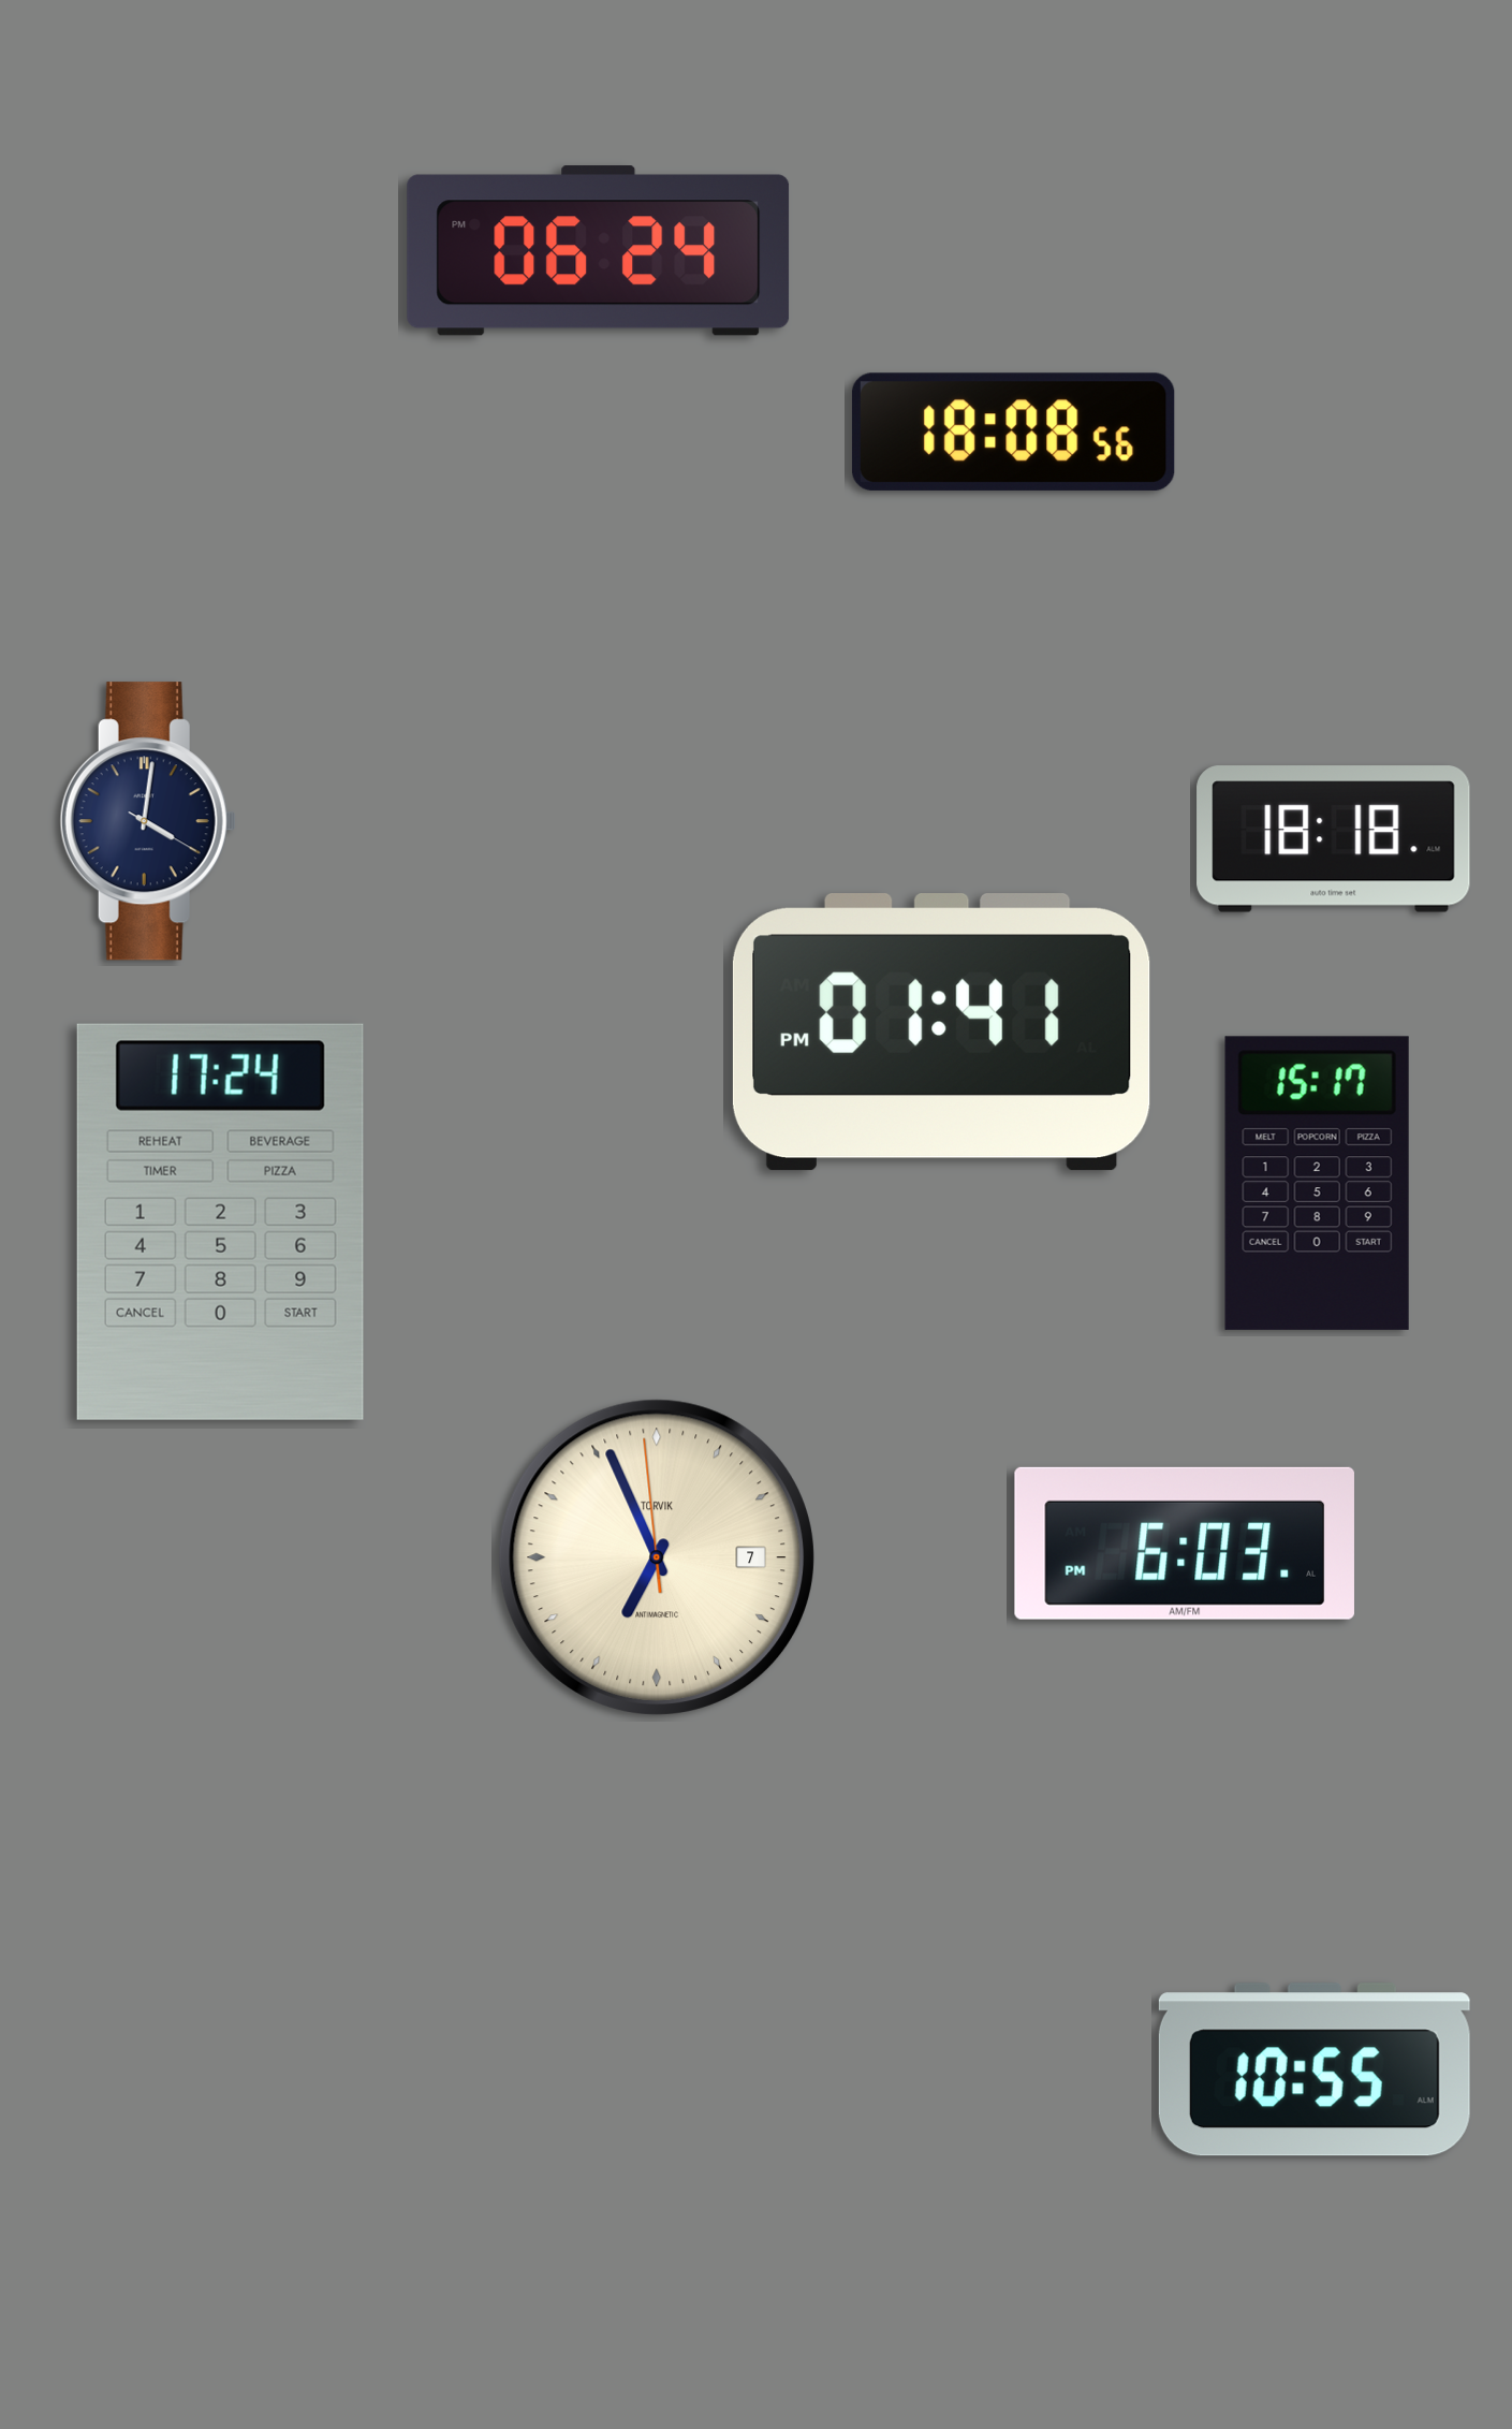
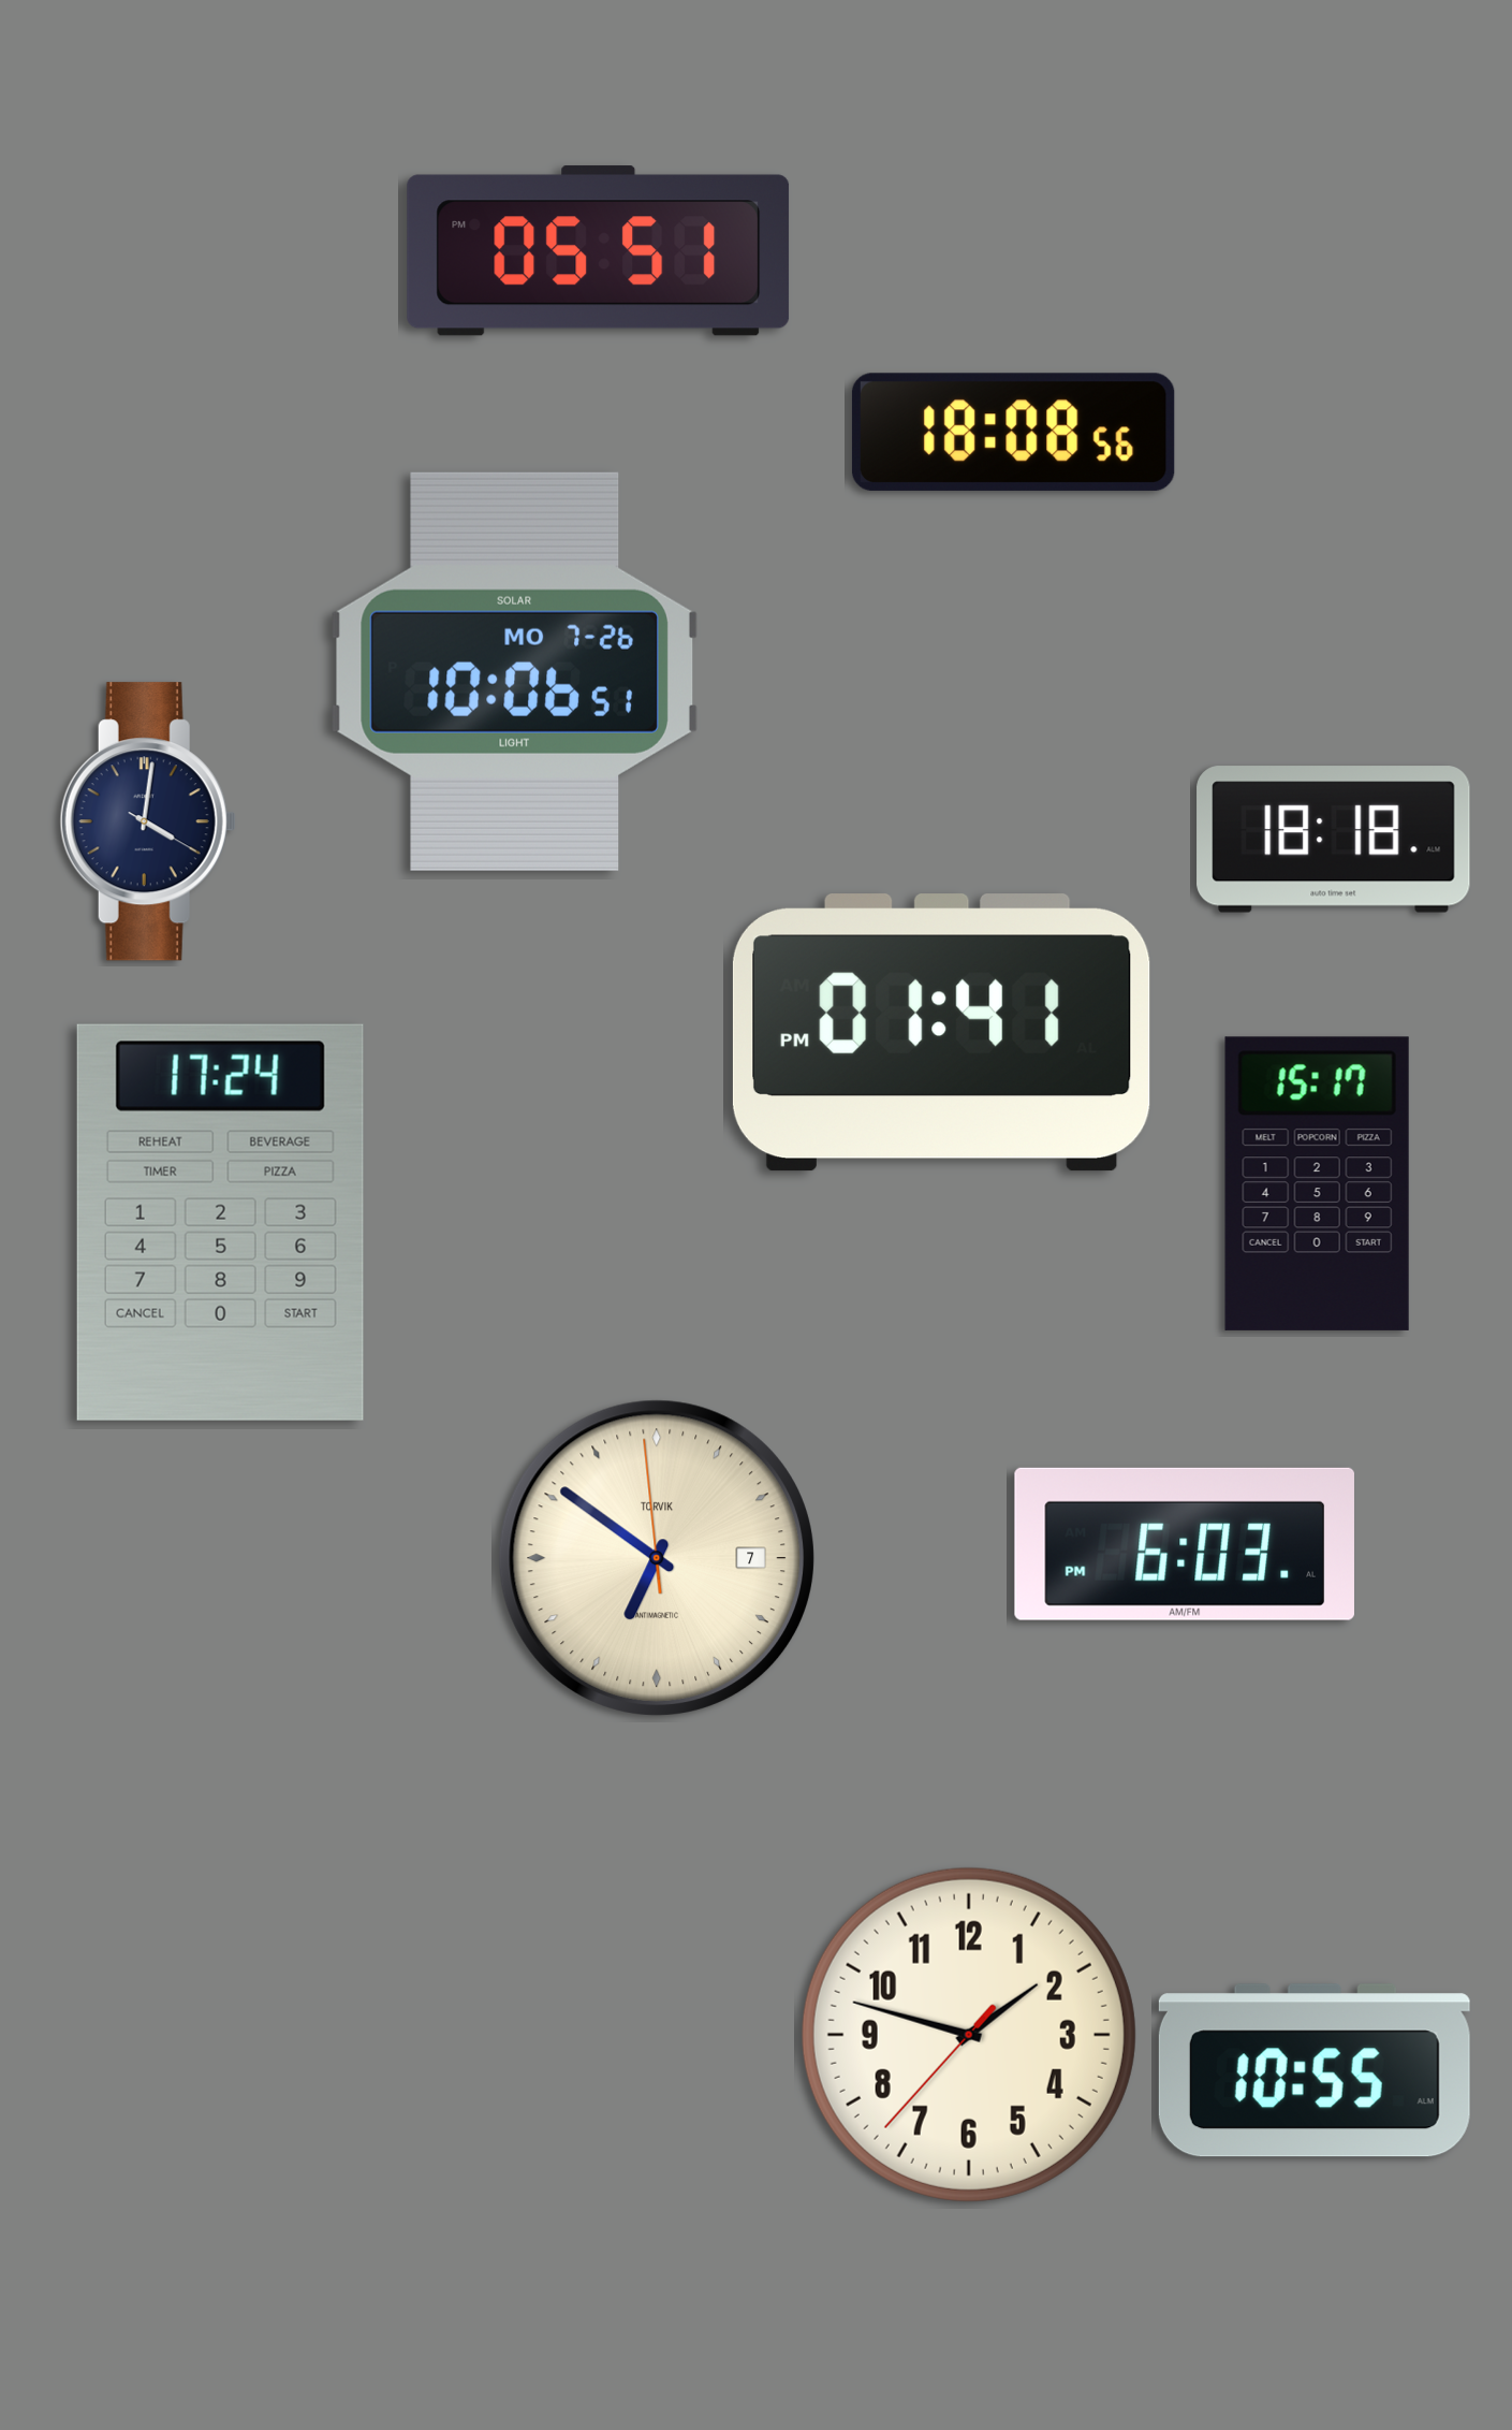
clock at (599, 251): 06:24 -> 05:51
clock at (514, 671): none -> 10:06
clock at (657, 1557): 6:55 -> 6:50
clock at (969, 2035): none -> 1:47
